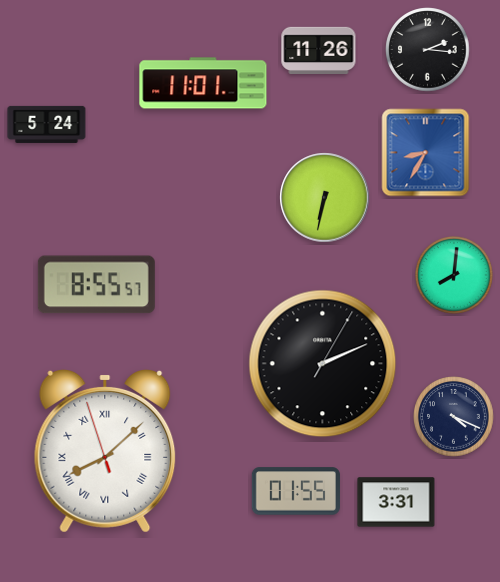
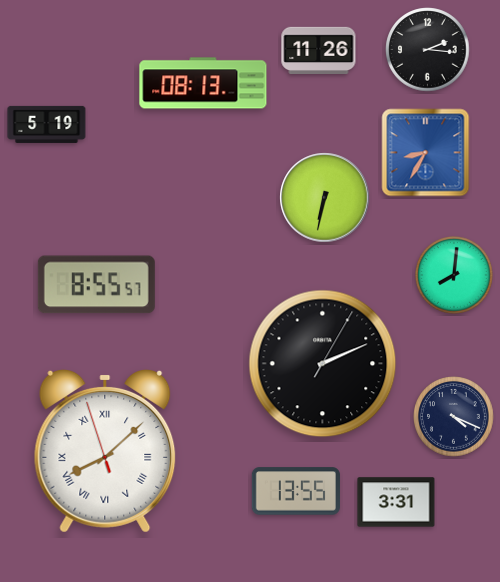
clock at (203, 83): 11:01 -> 08:13
clock at (47, 124): 5:24 -> 5:19
clock at (296, 491): 01:55 -> 13:55
